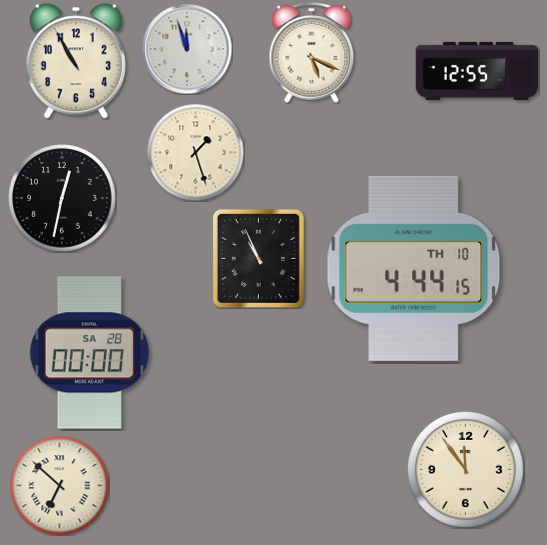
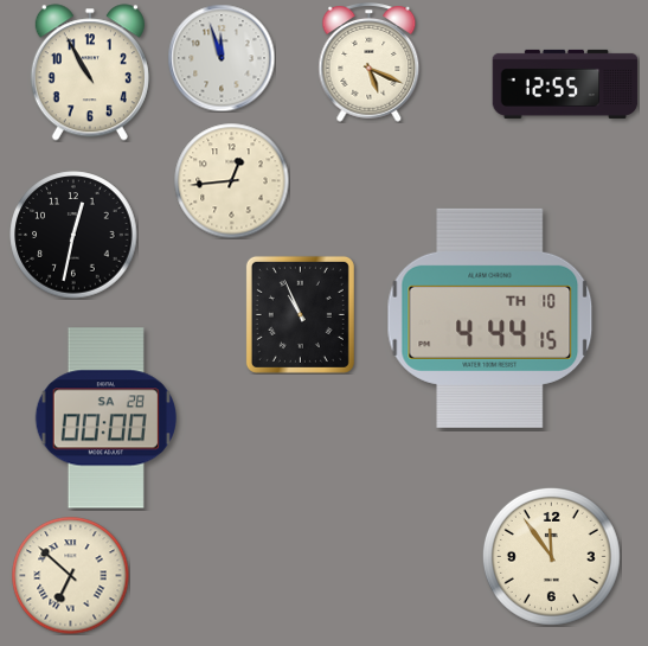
clock at (195, 152): 1:27 -> 12:44
clock at (258, 258) position: (258, 258) -> (300, 314)
